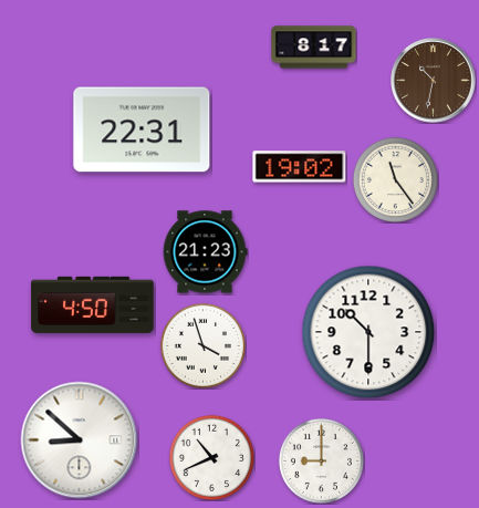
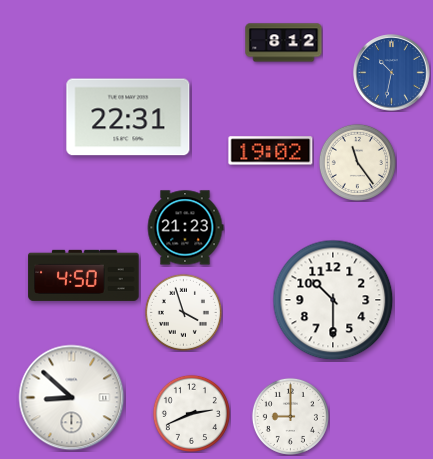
clock at (314, 48): 8:17 -> 8:12
clock at (434, 81) dial: brown -> blue
clock at (211, 457): 10:41 -> 2:41
